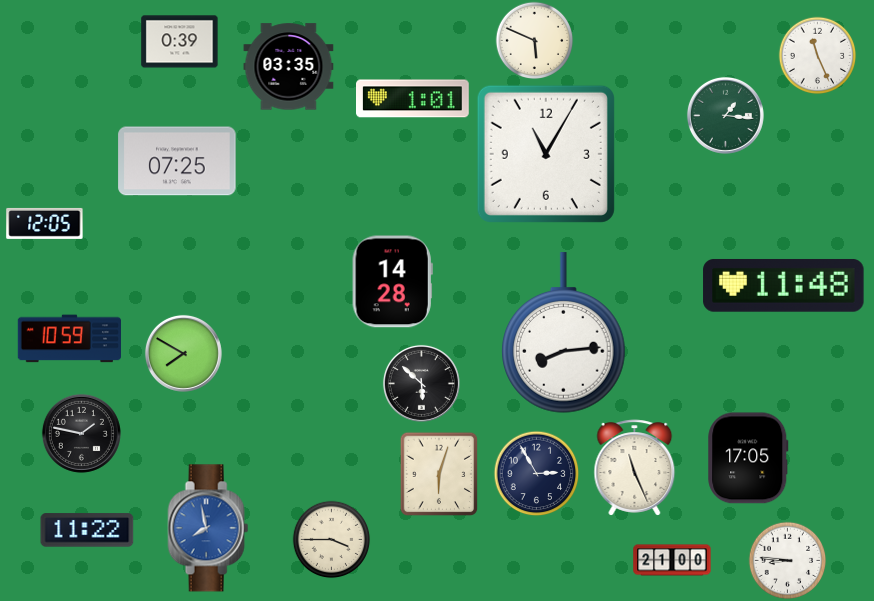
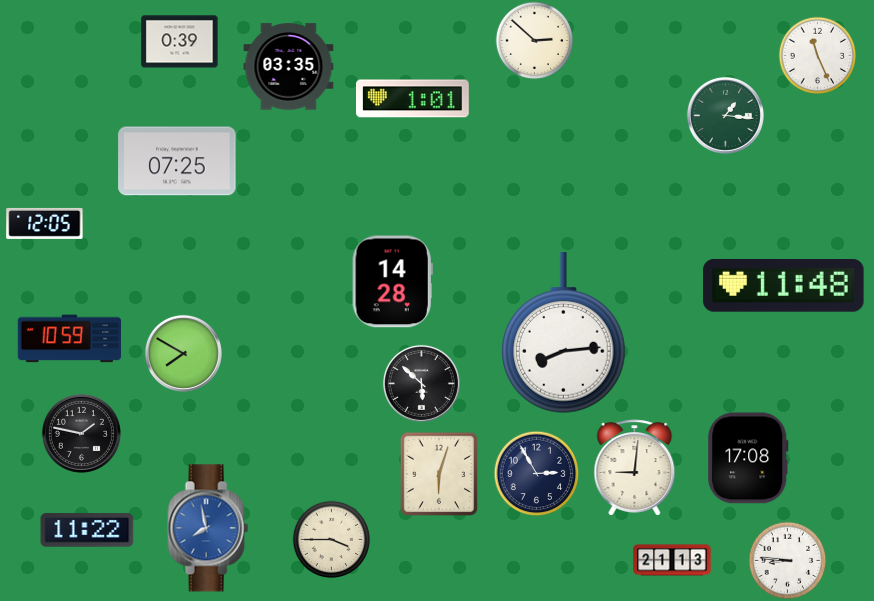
clock at (534, 40): 5:49 -> 2:52
clock at (546, 154): 11:05 -> none
clock at (748, 458): 17:05 -> 17:08
clock at (635, 468): 11:26 -> 9:01
clock at (672, 560): 21:00 -> 21:13
